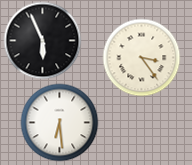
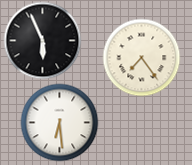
clock at (141, 57): 3:24 -> 7:24
